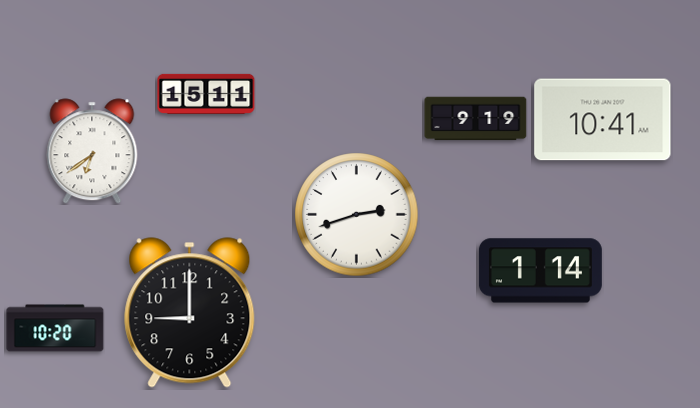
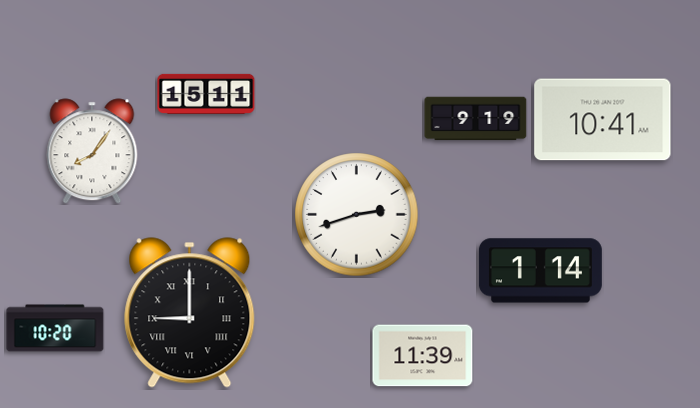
clock at (92, 151): 6:39 -> 8:06
clock at (190, 313) numerals: Arabic -> Roman
clock at (423, 356): none -> 11:39
